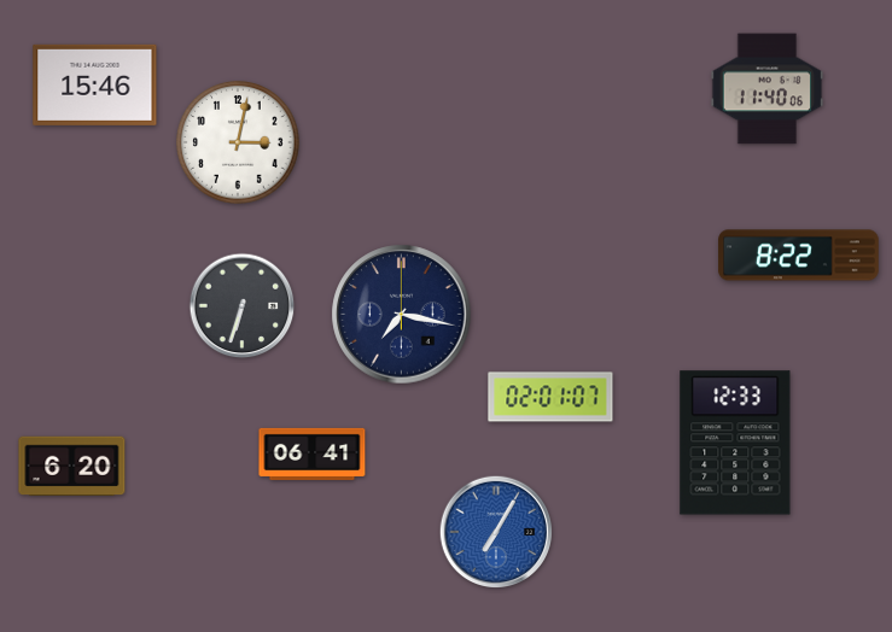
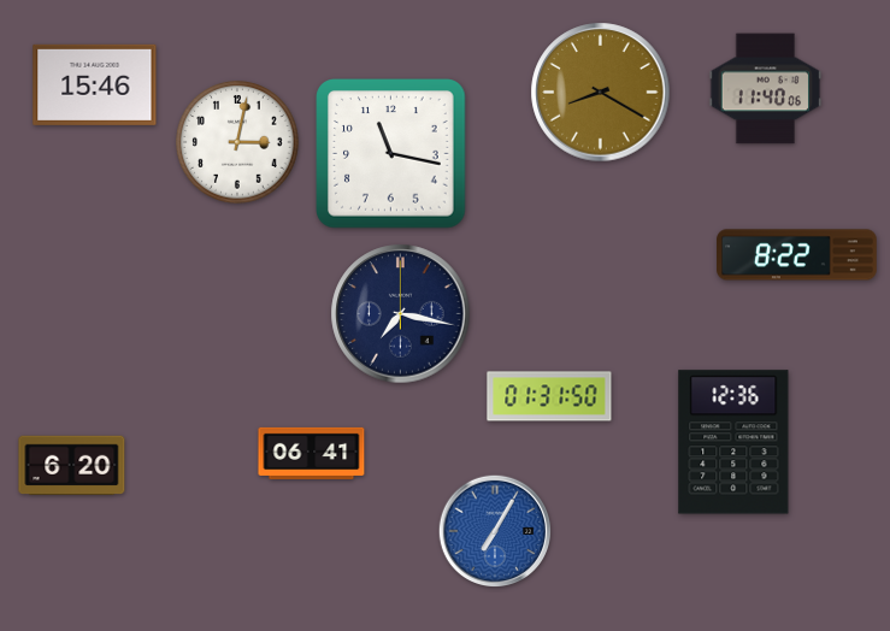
clock at (601, 93): none -> 8:20
clock at (391, 154): none -> 11:17
clock at (243, 306): 6:33 -> none
clock at (550, 397): 02:01 -> 01:31
clock at (735, 443): 12:33 -> 12:36
